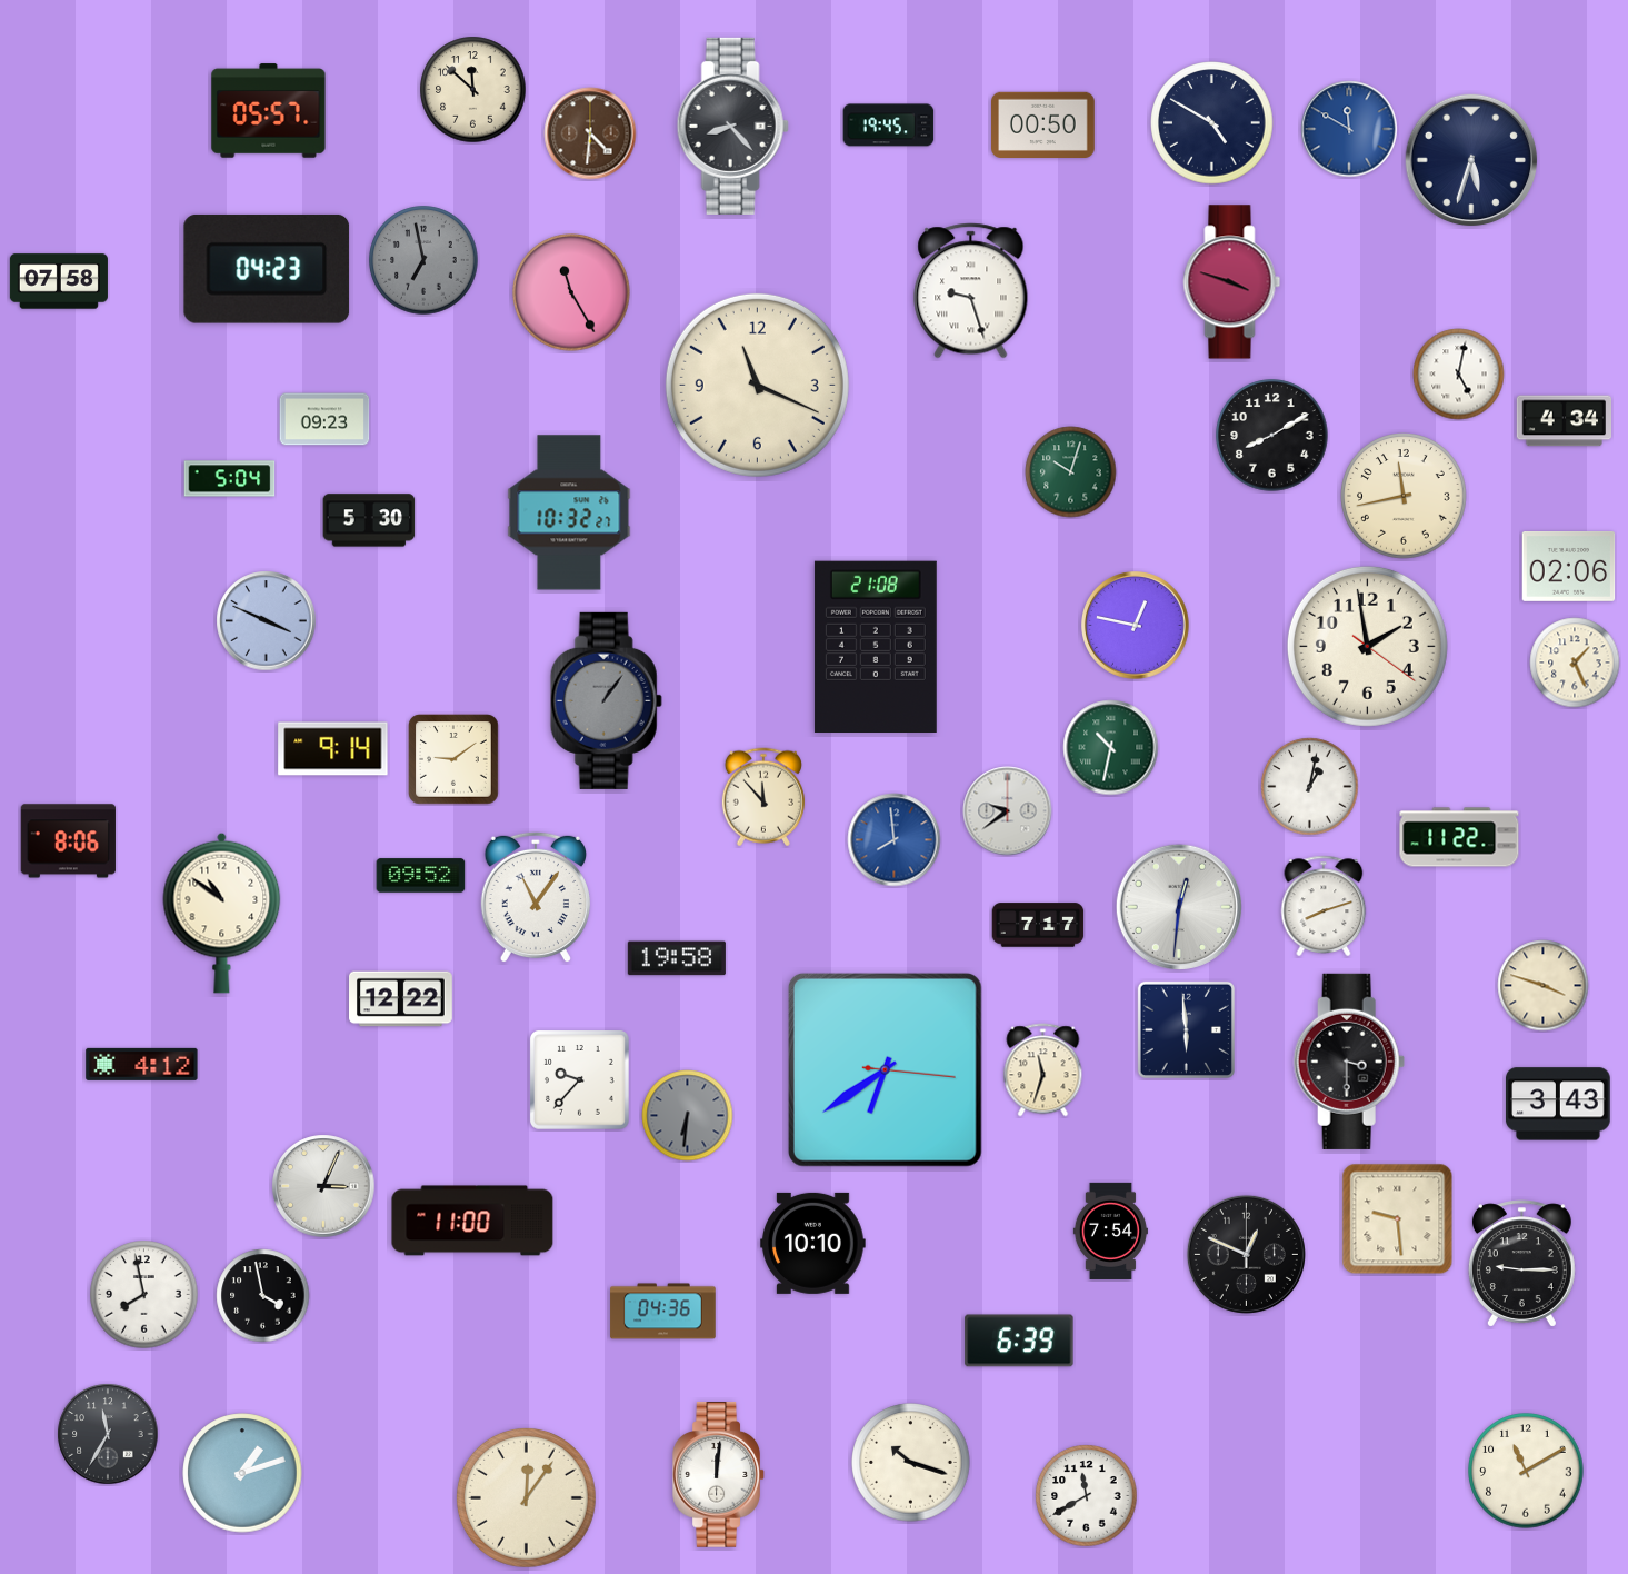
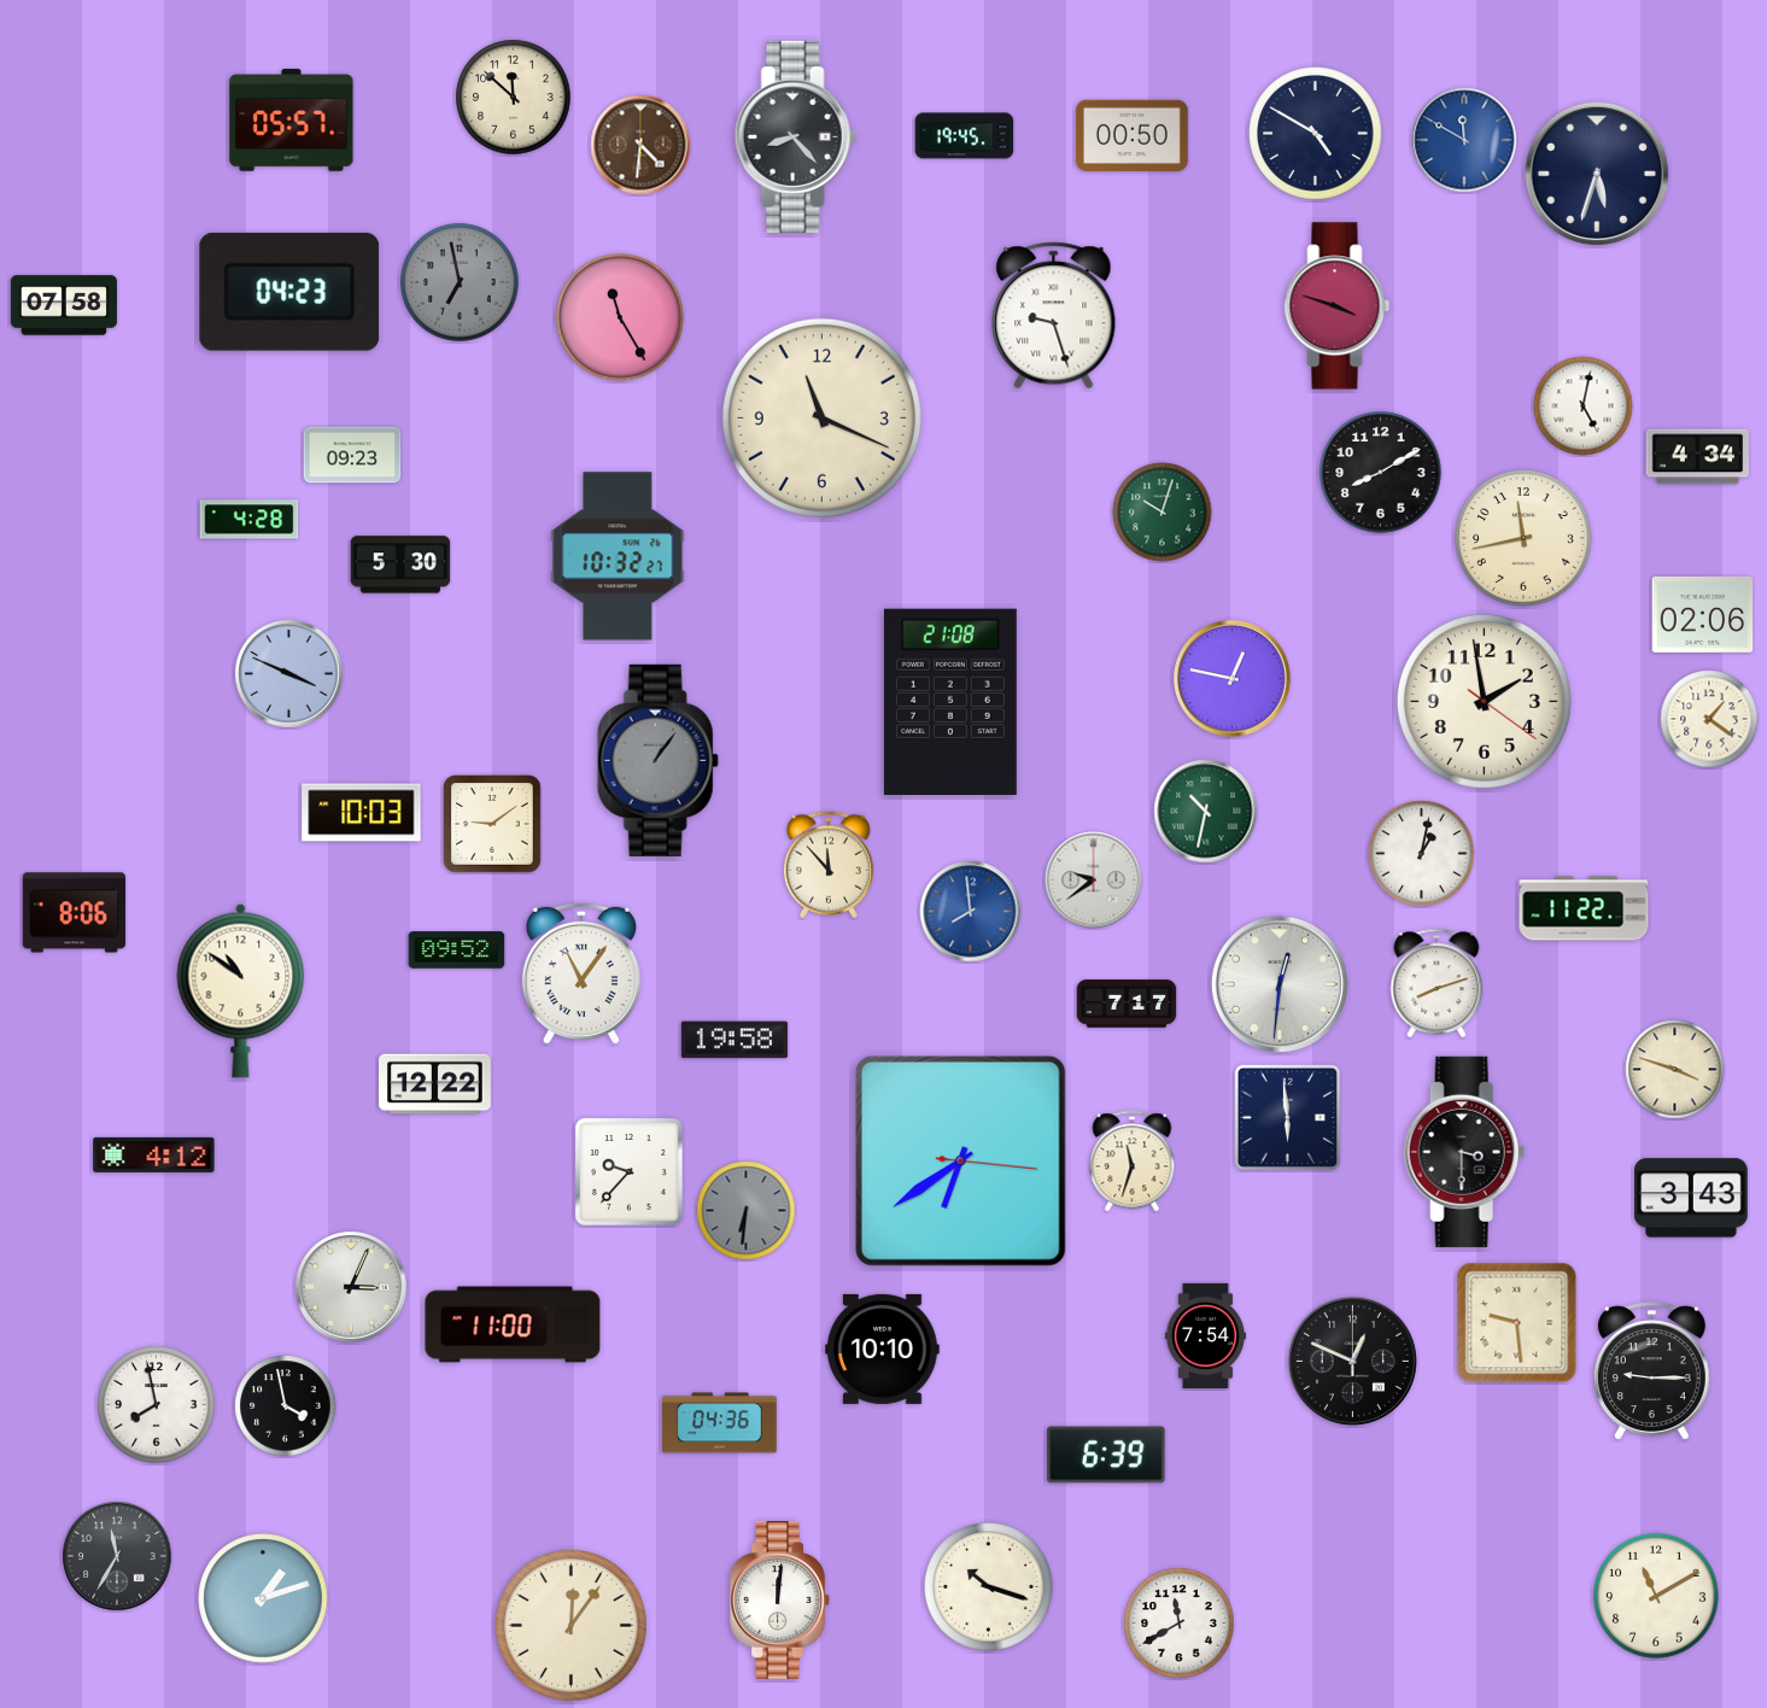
clock at (230, 479): 5:04 -> 4:28
clock at (1575, 663): 1:26 -> 1:21
clock at (333, 749): 9:14 -> 10:03
